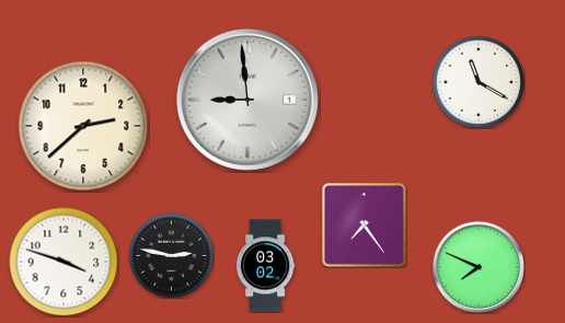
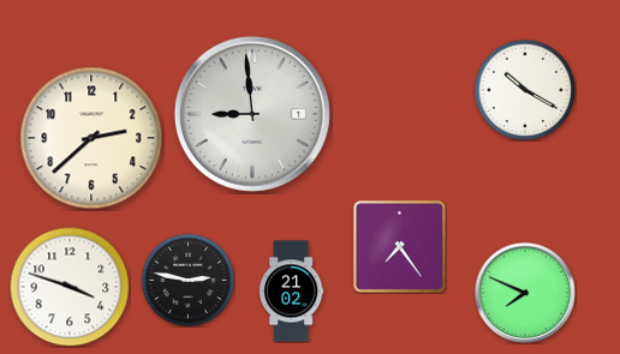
clock at (478, 82): 11:20 -> 10:20
clock at (247, 100) position: (247, 100) -> (252, 114)
clock at (265, 266): 03:02 -> 21:02
